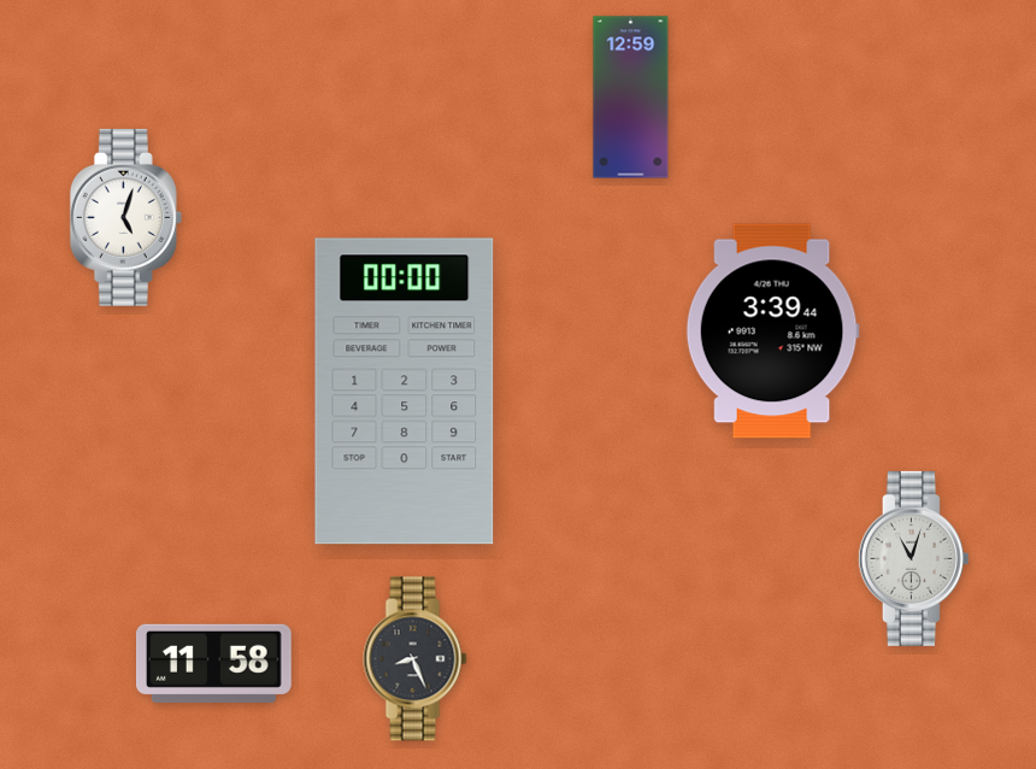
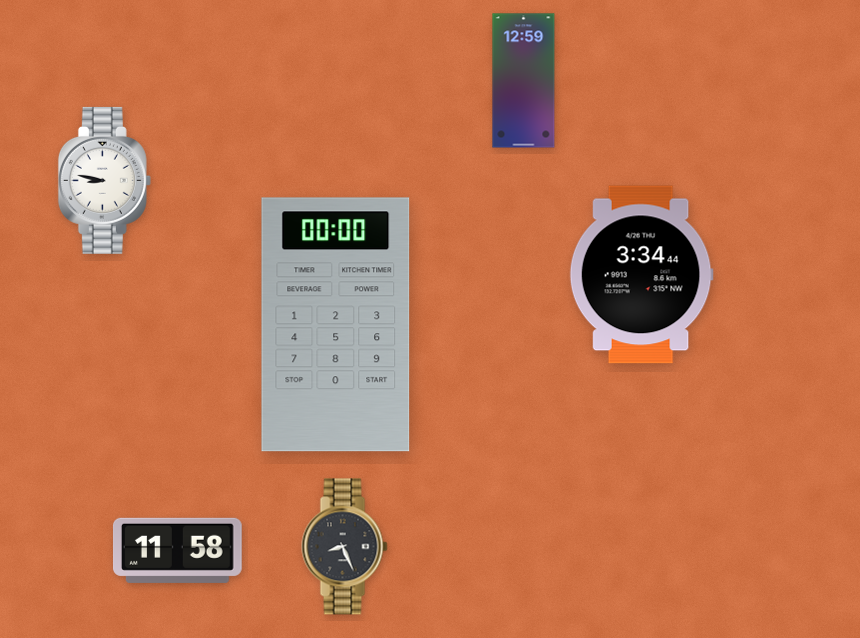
clock at (125, 217): 5:03 -> 8:47
clock at (772, 331): 3:39 -> 3:34
clock at (913, 558): 11:03 -> none
